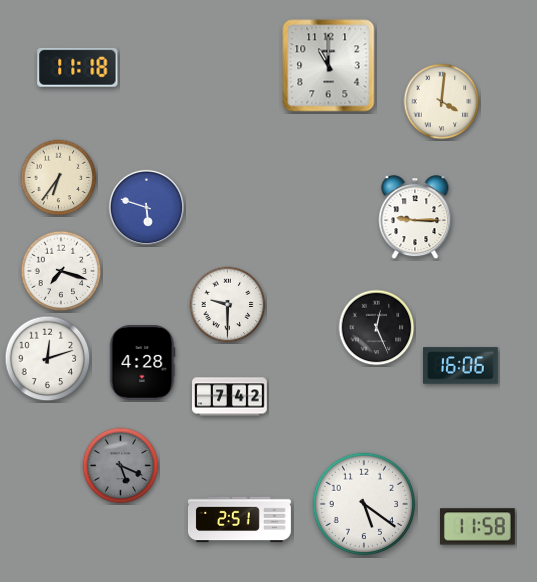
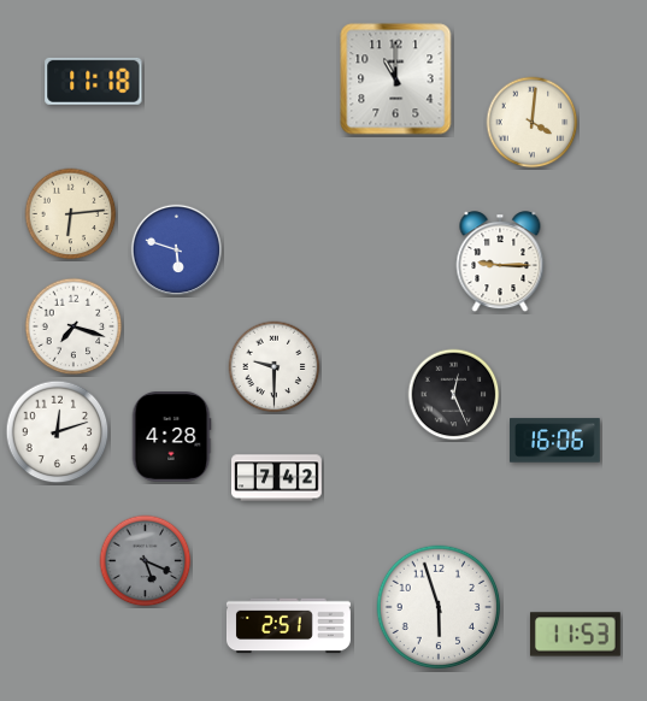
clock at (59, 178): 6:36 -> 6:14
clock at (364, 504): 5:21 -> 5:57
clock at (478, 527): 11:58 -> 11:53
